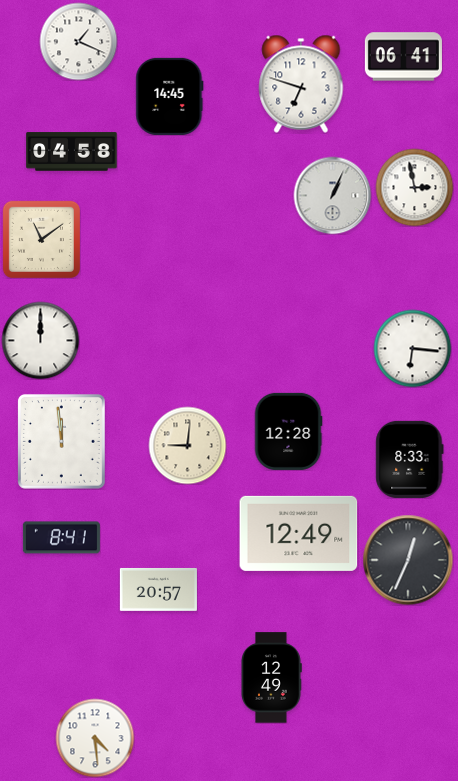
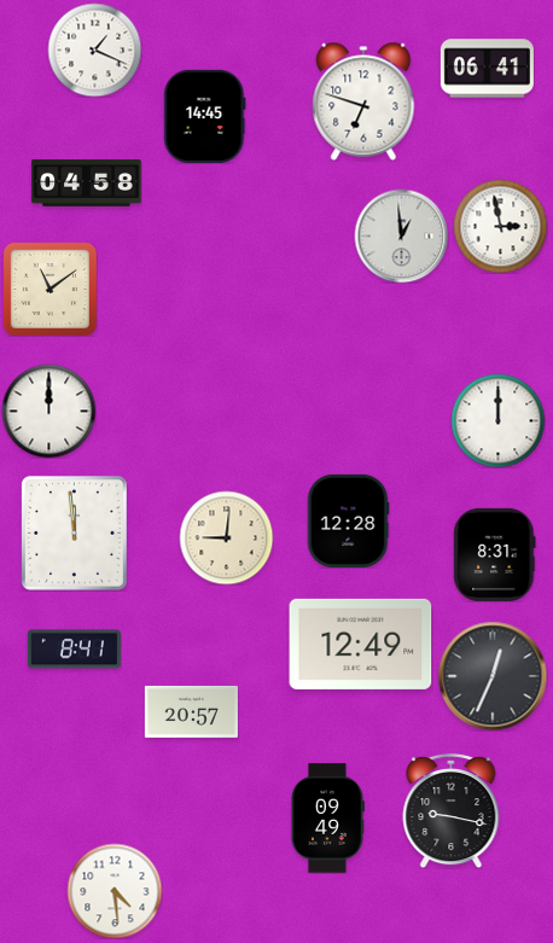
clock at (332, 195): 1:04 -> 12:59
clock at (412, 348): 6:16 -> 12:00
clock at (410, 459): 8:33 -> 8:31
clock at (452, 810): none -> 9:17
clock at (271, 678): 12:49 -> 09:49
